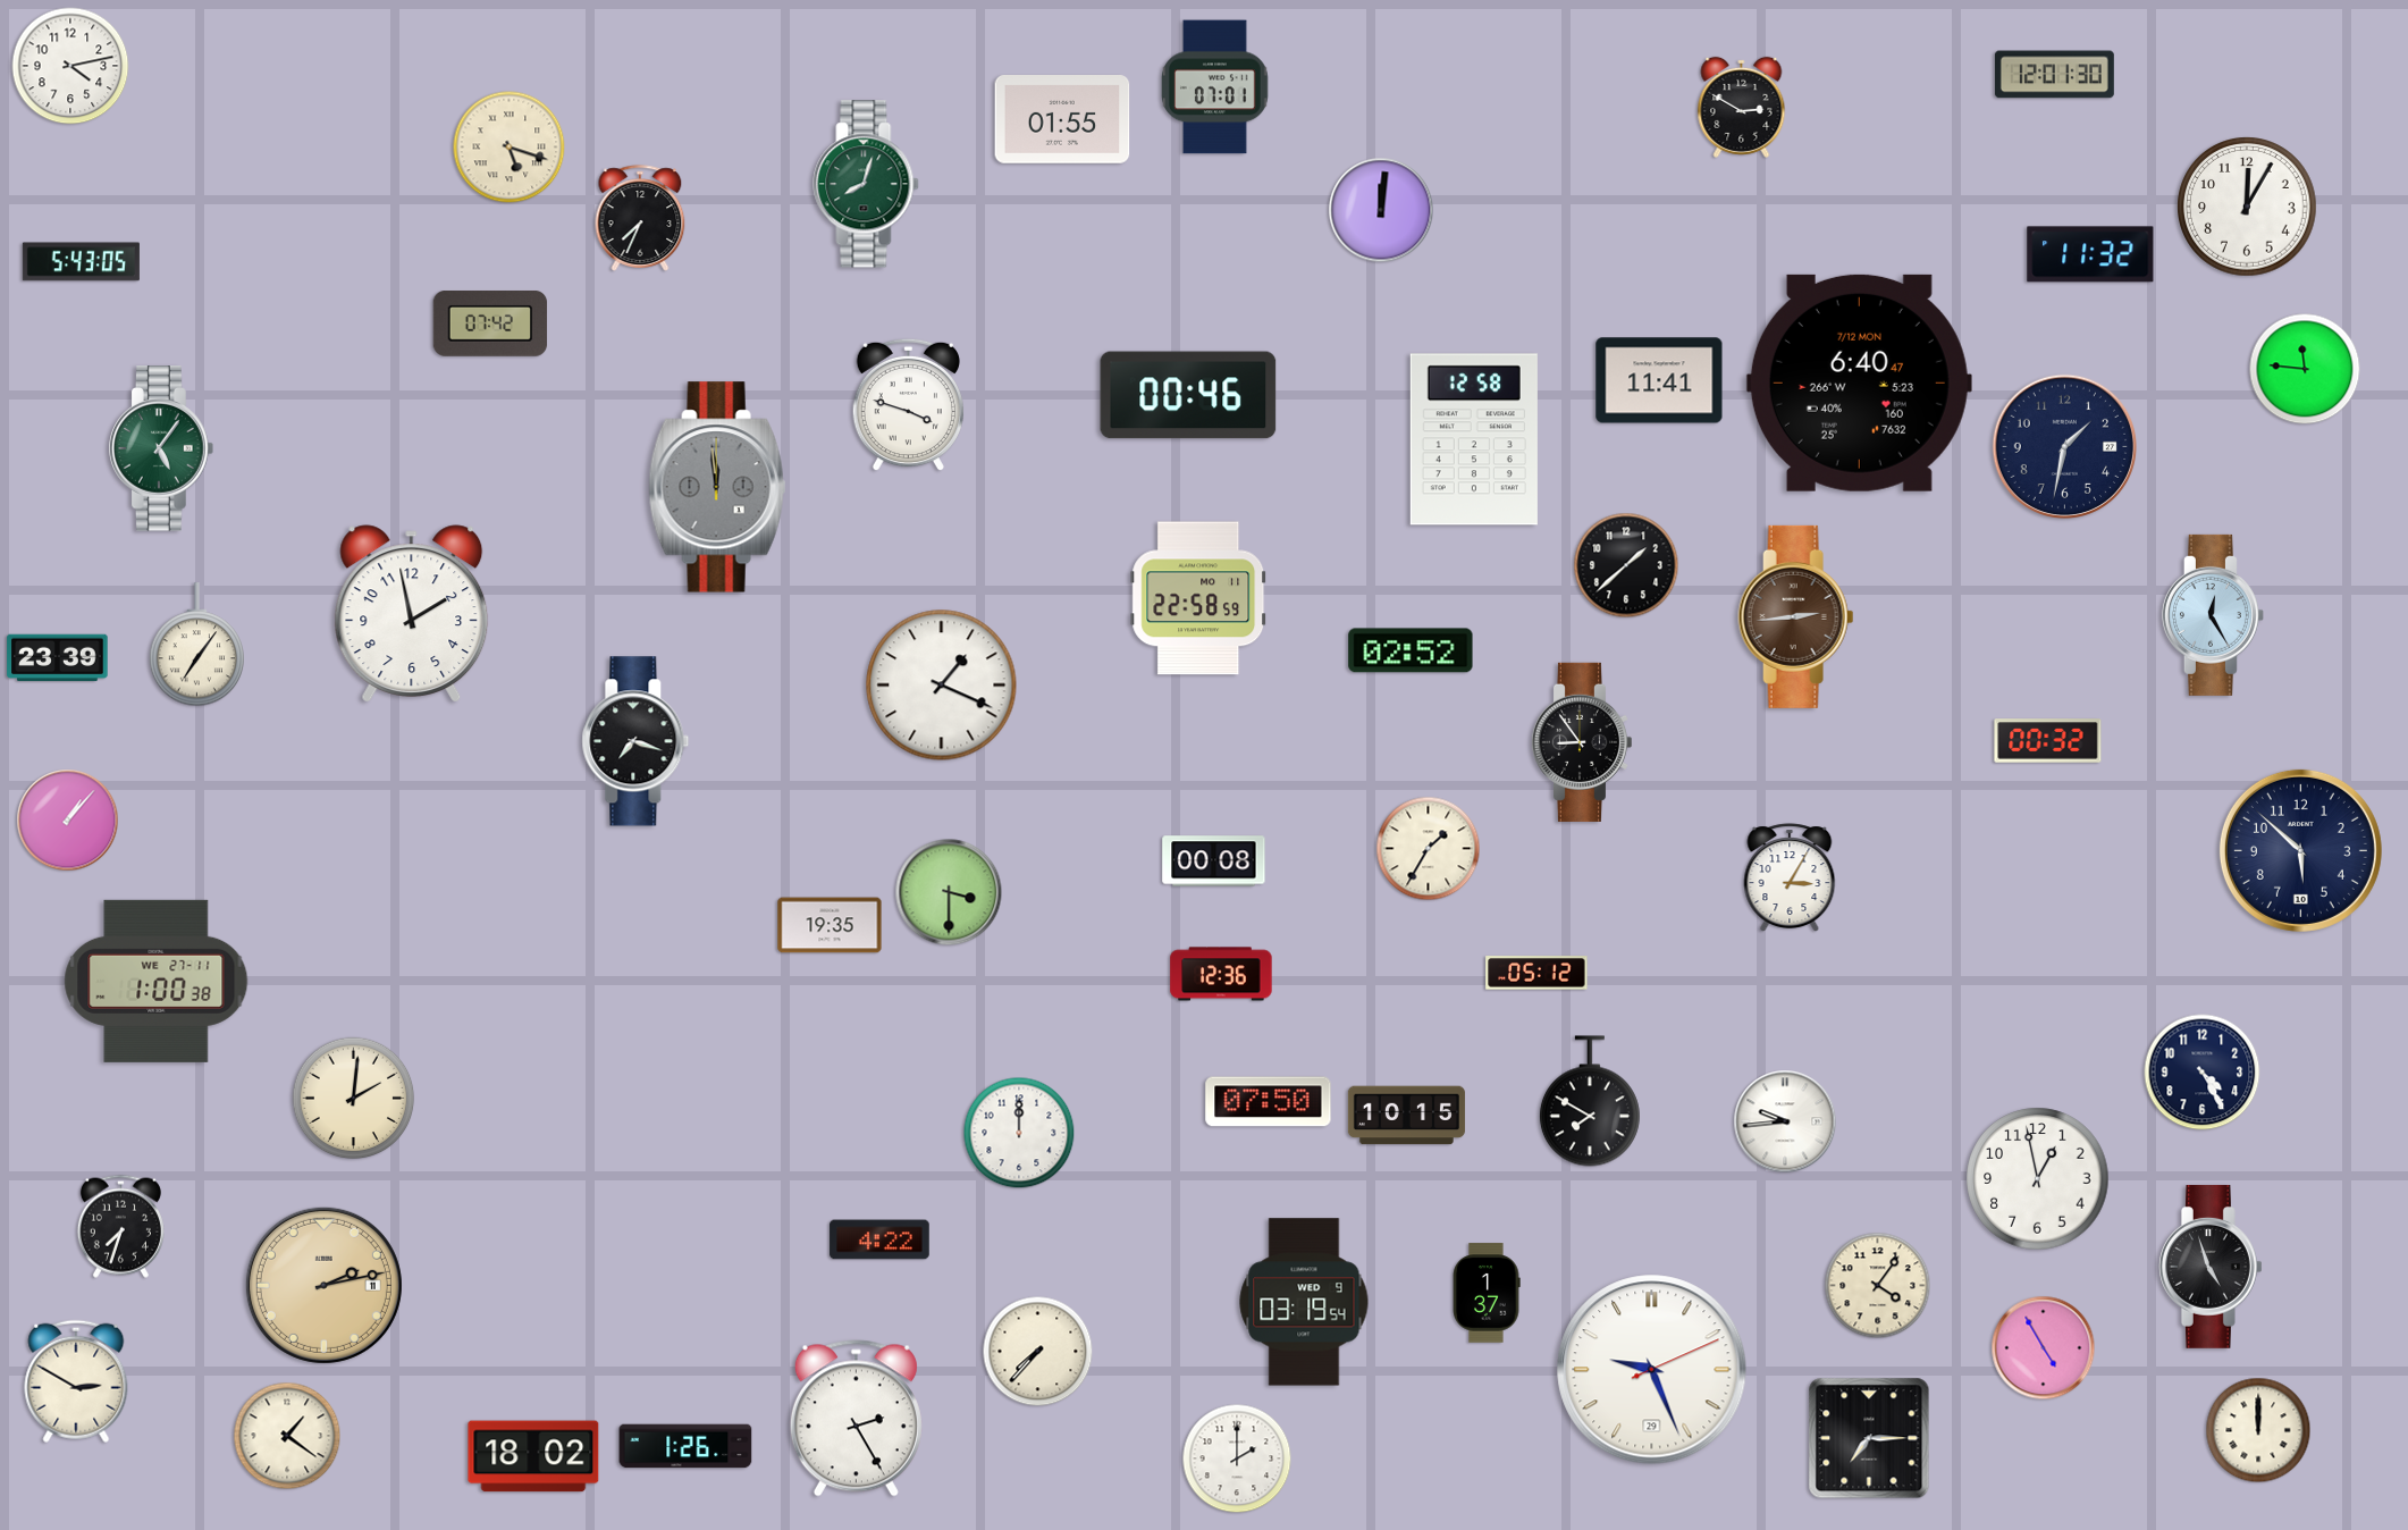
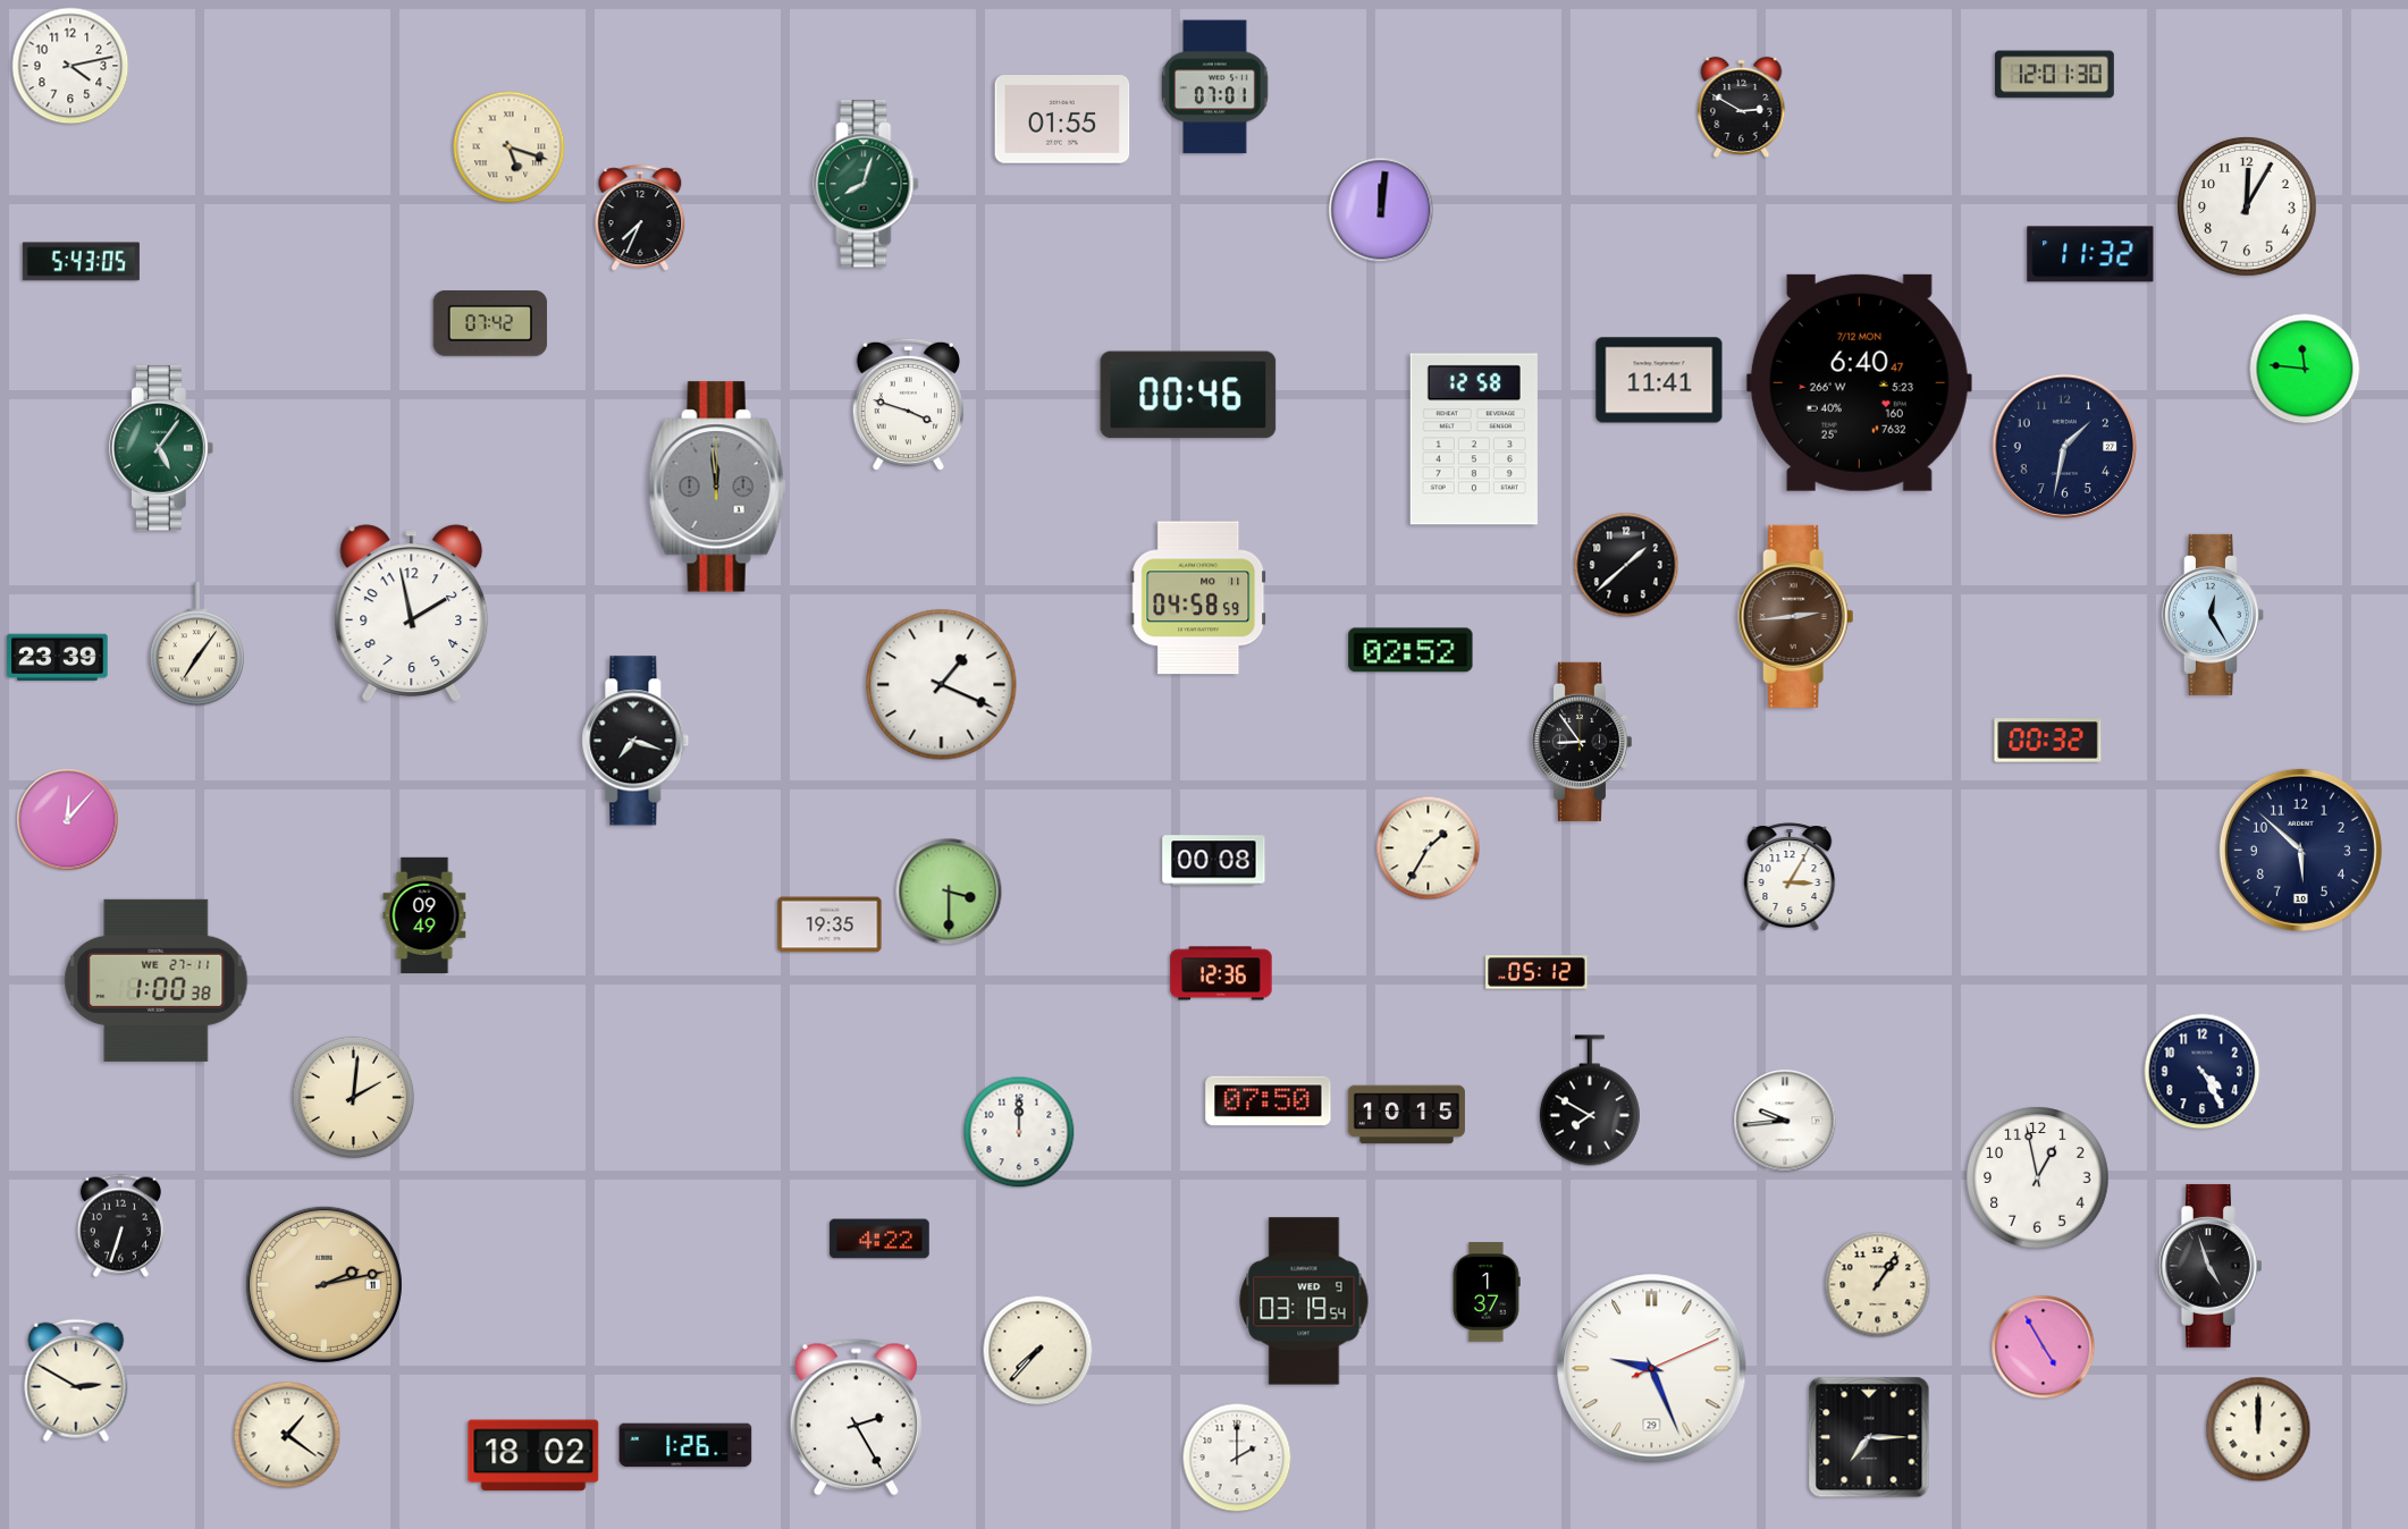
clock at (1198, 598): 22:58 -> 04:58
clock at (68, 821): 1:07 -> 12:07
clock at (424, 914): none -> 09:49
clock at (120, 1226): 7:33 -> 6:33
clock at (1878, 1286): 4:06 -> 1:06
